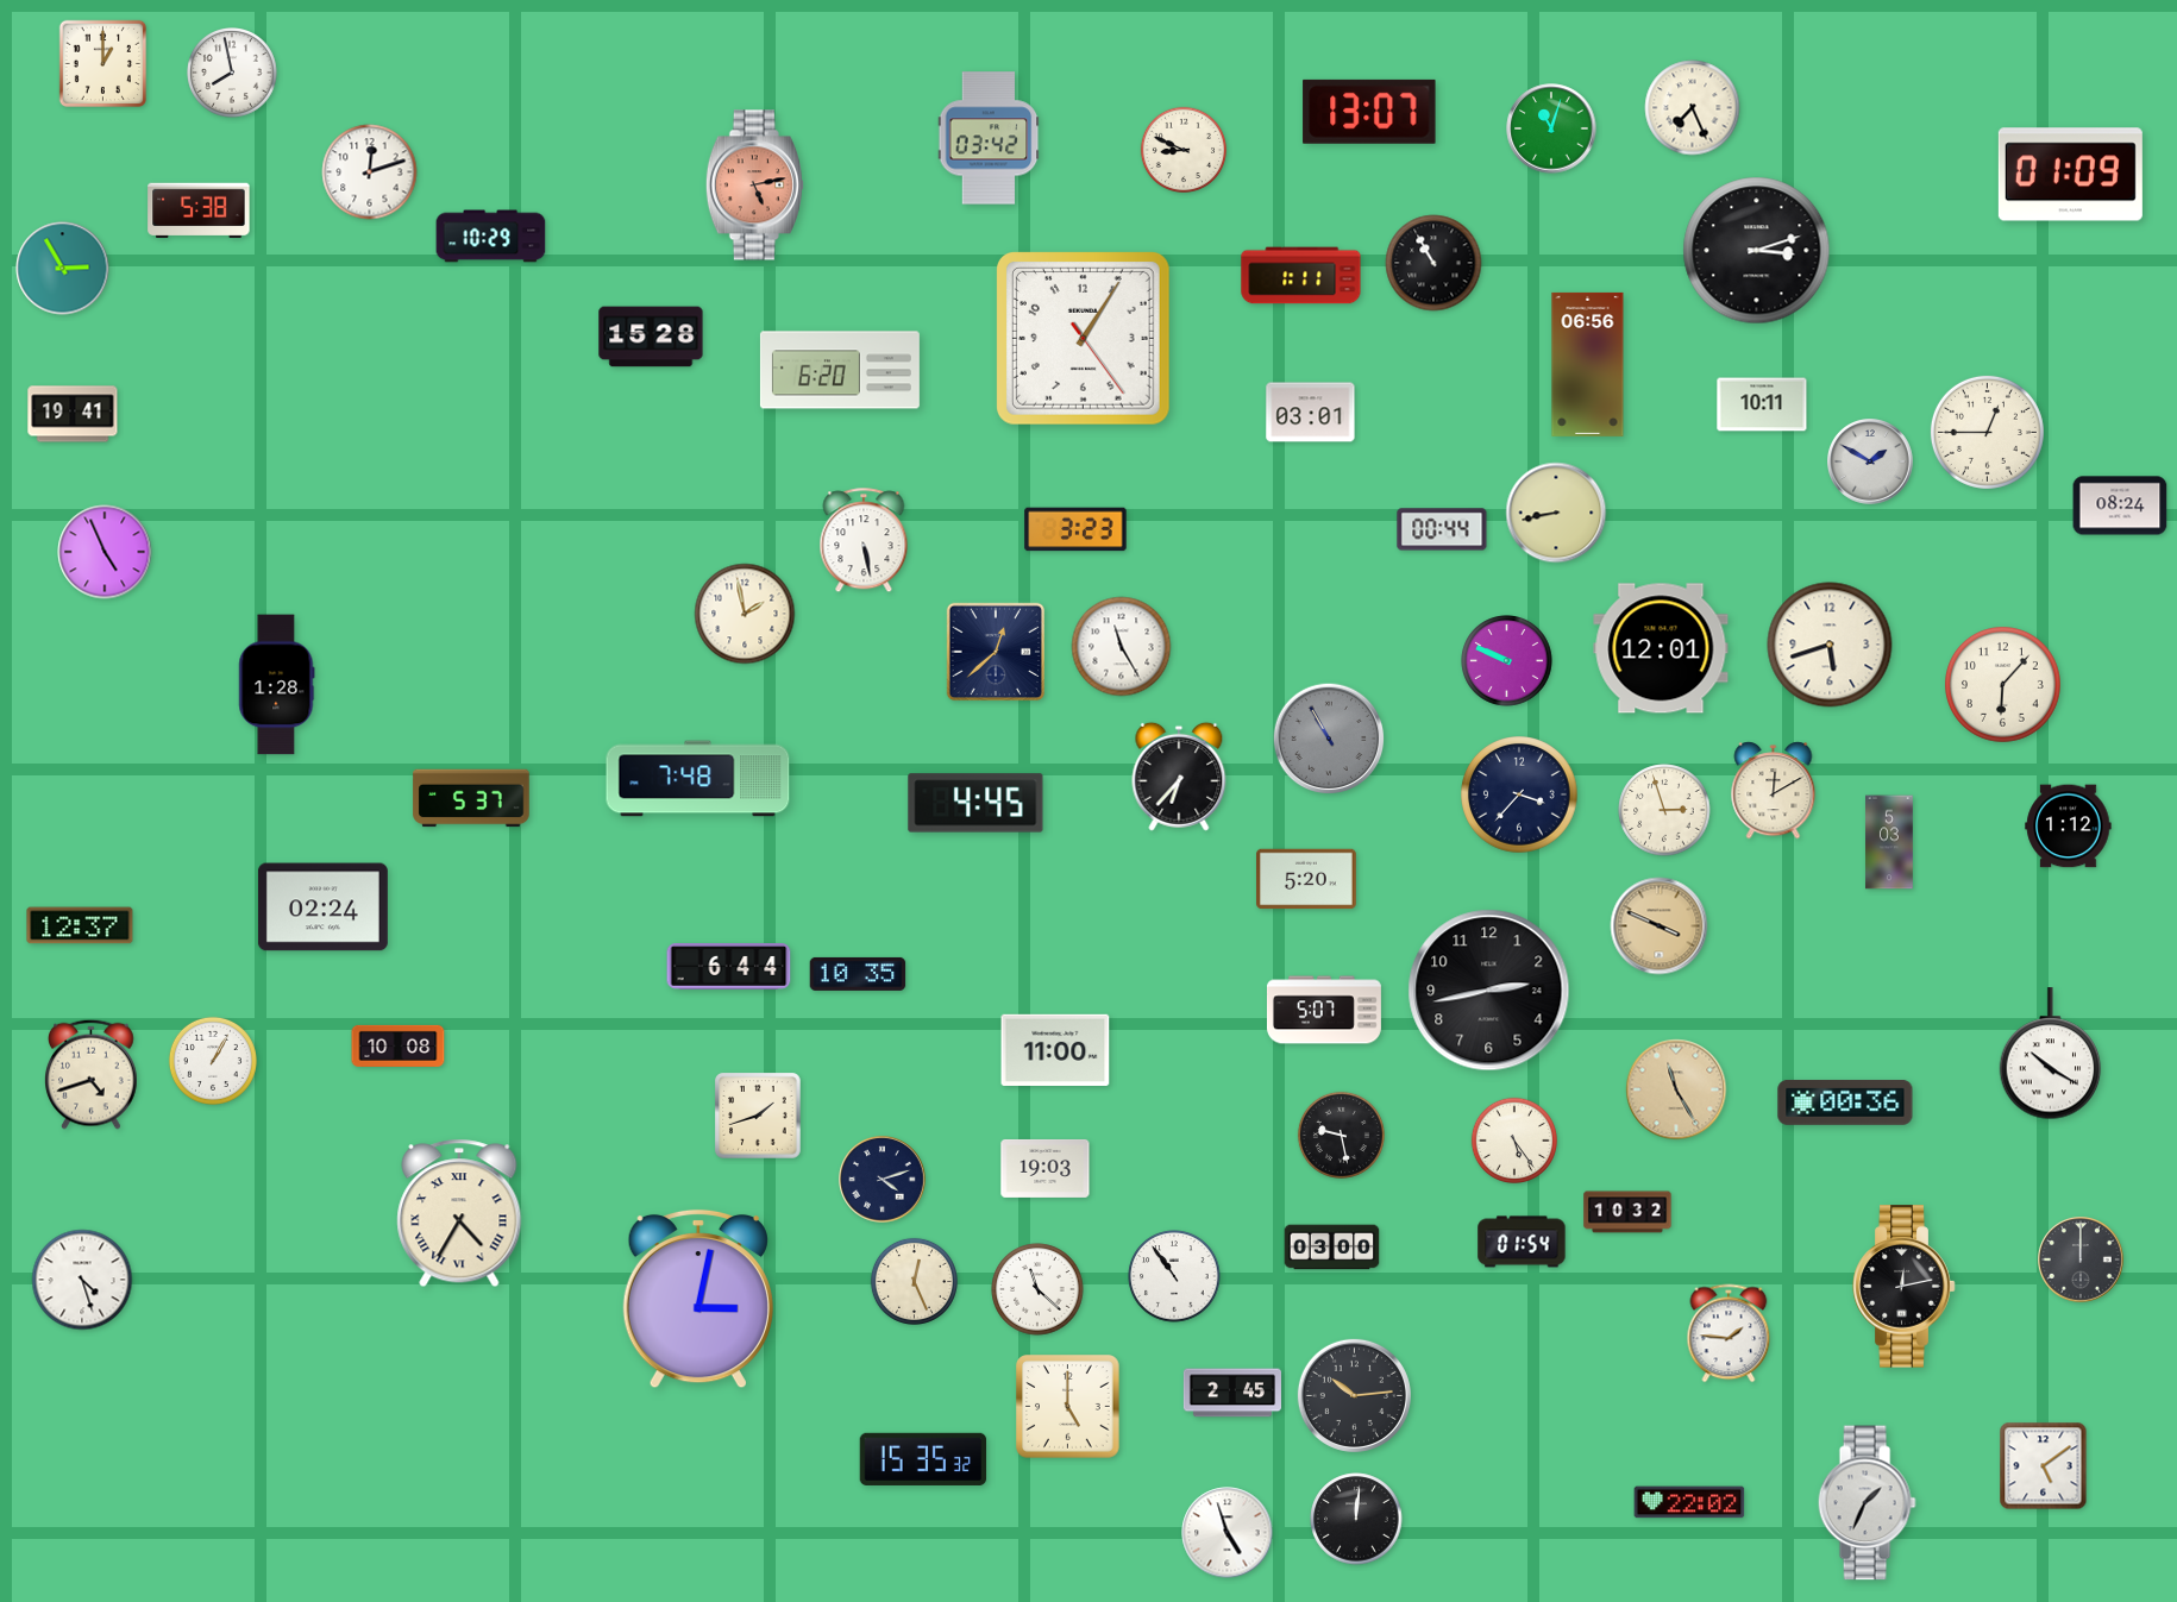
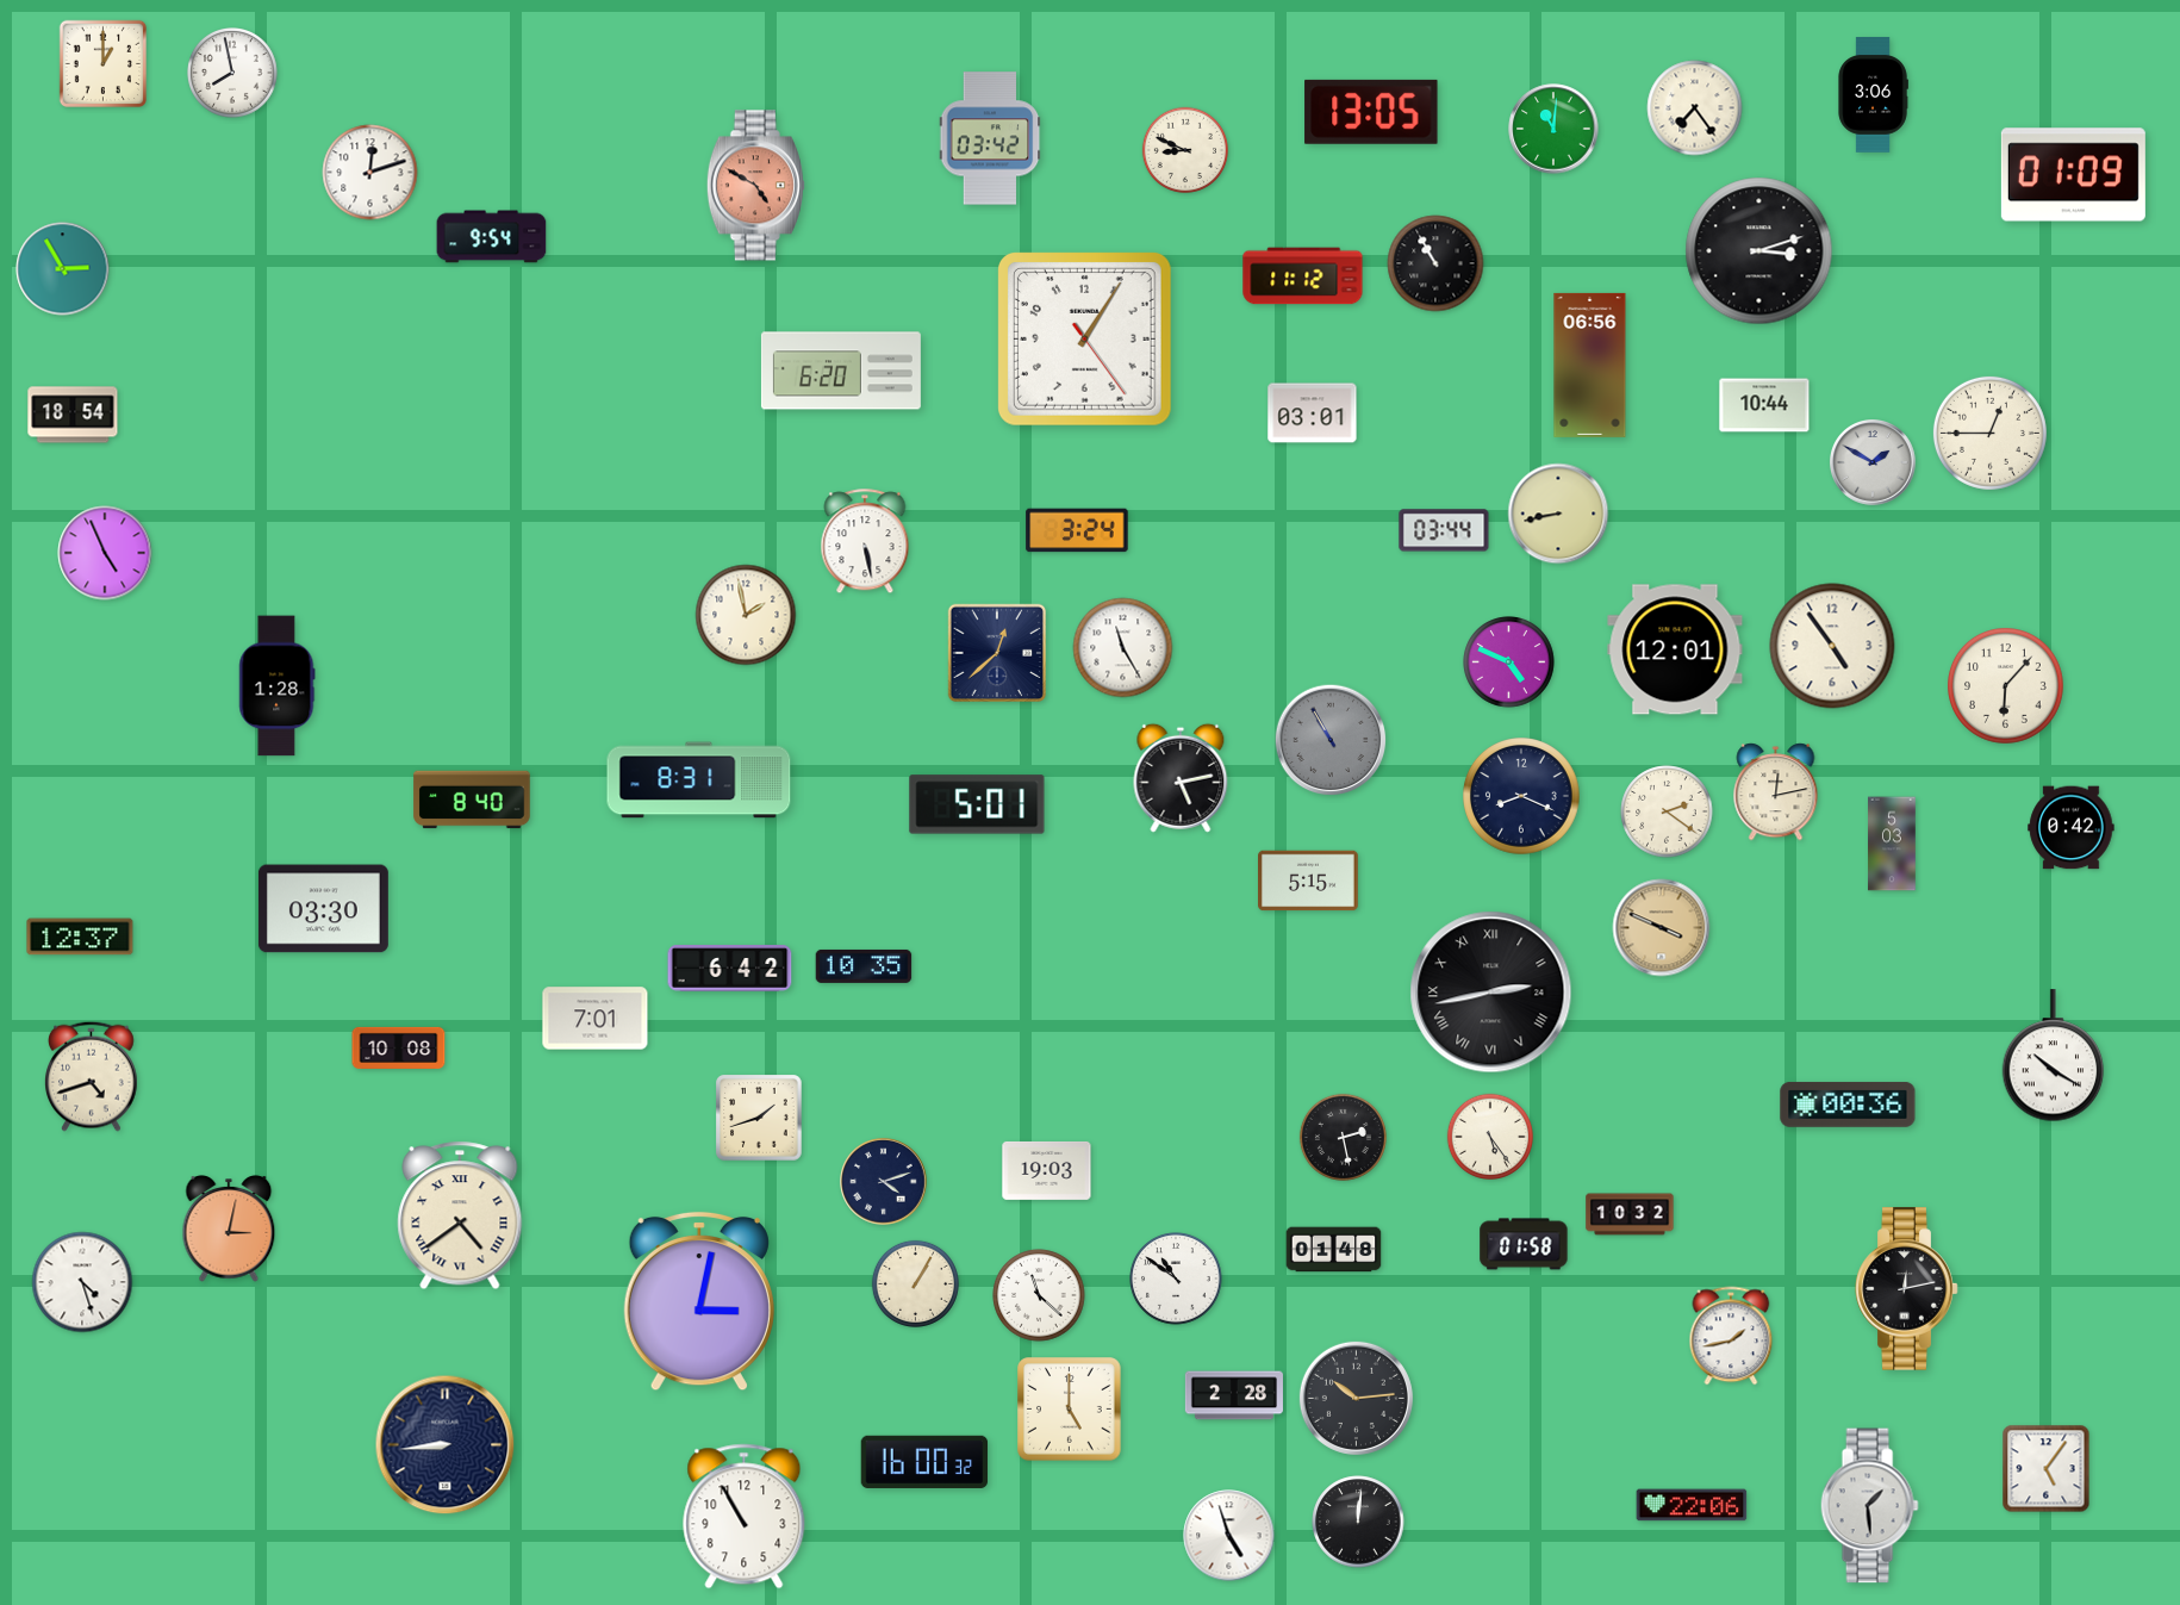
clock at (1873, 95): none -> 3:06
clock at (1693, 108): 7:26 -> 7:24
clock at (1369, 112): 13:07 -> 13:05
clock at (1551, 128): 11:03 -> 11:01
clock at (754, 186): 5:13 -> 4:50
clock at (199, 211): 5:38 -> none
clock at (491, 237): 10:29 -> 9:54
clock at (1301, 276): 1:11 -> 11:12
clock at (651, 337): 15:28 -> none
clock at (1762, 404): 10:11 -> 10:44
clock at (73, 414): 19:41 -> 18:54
clock at (2120, 505): 08:24 -> none
clock at (1075, 529): 3:23 -> 3:24
clock at (1442, 529): 00:44 -> 03:44
clock at (1830, 645): 5:42 -> 4:54
clock at (1661, 648) position: (1661, 648) -> (1675, 649)
clock at (1507, 661): 9:49 -> 4:49
clock at (1179, 777): 6:37 -> 5:13
clock at (698, 779): 7:48 -> 8:31
clock at (1774, 791): 12:10 -> 12:13
clock at (1519, 794): 3:37 -> 8:19
clock at (471, 798): 5:37 -> 8:40
clock at (975, 803): 4:45 -> 5:01
clock at (1664, 810): 2:57 -> 2:21
clock at (2069, 827): 1:12 -> 0:42
clock at (1307, 879): 5:20 -> 5:15
clock at (322, 907): 02:24 -> 03:30
clock at (80, 925) position: (80, 925) -> (80, 937)
clock at (729, 967): 6:44 -> 6:42
clock at (858, 974) position: (858, 974) -> (864, 966)
clock at (1489, 991) numerals: Arabic -> Roman
clock at (1324, 1010): 5:07 -> none
clock at (596, 1019): none -> 7:01
clock at (1055, 1050): 11:00 -> none
clock at (213, 1061): 1:05 -> none
clock at (1676, 1089): 11:25 -> none
clock at (1341, 1135): 9:28 -> 2:28
clock at (1514, 1141) position: (1514, 1141) -> (1490, 1137)
clock at (459, 1213): 4:35 -> 4:39
clock at (229, 1228): none -> 3:02
clock at (1522, 1242): 01:54 -> 01:58
clock at (1332, 1248): 03:00 -> 01:48
clock at (2081, 1259): 12:00 -> none
clock at (1174, 1276): 10:54 -> 10:51
clock at (914, 1281): 12:26 -> 1:05
clock at (1037, 1289) position: (1037, 1289) -> (1039, 1295)
clock at (1729, 1333): 1:46 -> 1:43
clock at (1232, 1393): 2:45 -> 2:28
clock at (446, 1445): none -> 8:44
clock at (923, 1459): 15:35 -> 16:00
clock at (2044, 1466): 5:09 -> 5:06
clock at (1689, 1502): 22:02 -> 22:06
clock at (1867, 1503): 1:34 -> 1:29
clock at (745, 1517): none -> 10:55
